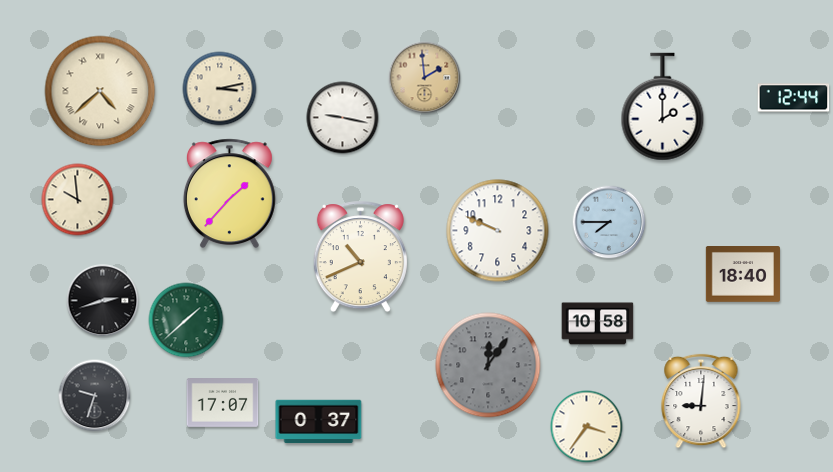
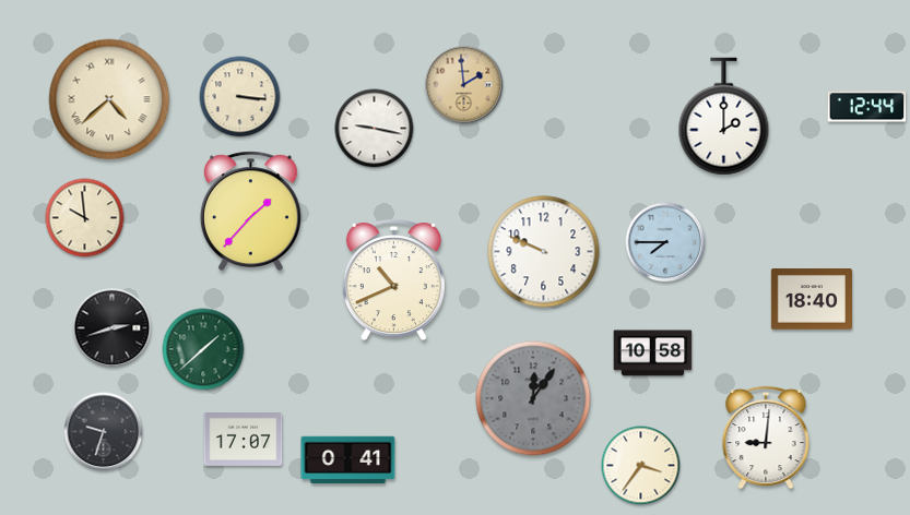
clock at (220, 89): 3:13 -> 3:16
clock at (319, 422): 0:37 -> 0:41
